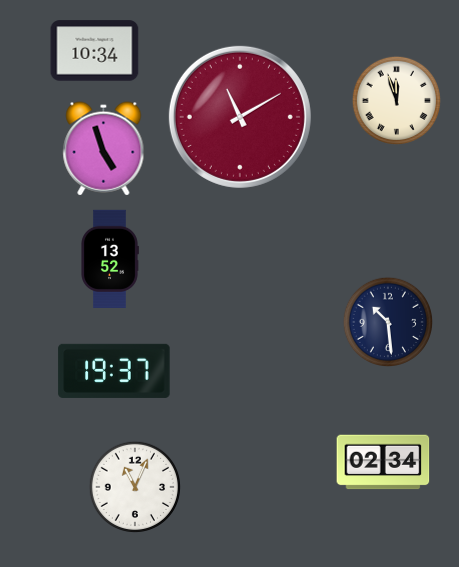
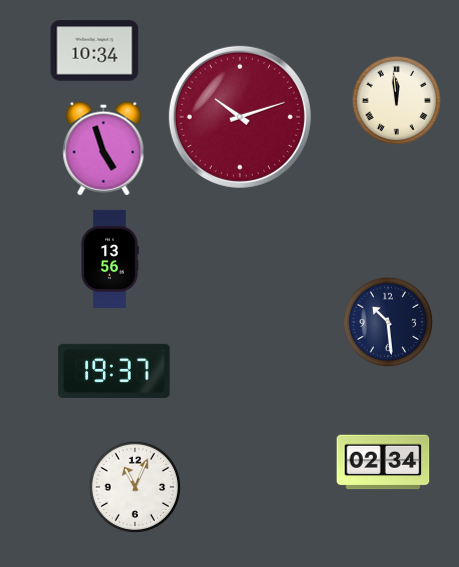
clock at (396, 100): 11:57 -> 11:59
clock at (240, 117): 11:10 -> 10:12
clock at (110, 258): 13:52 -> 13:56
